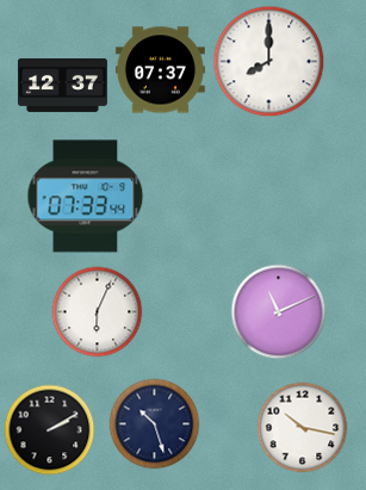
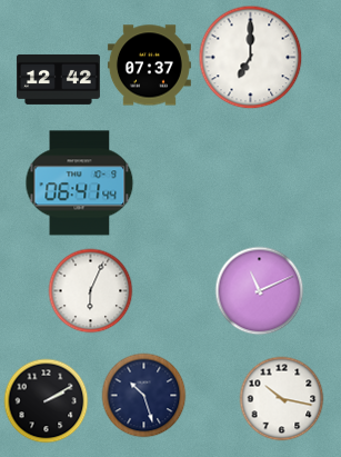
clock at (269, 62): 8:00 -> 7:00
clock at (62, 85): 12:37 -> 12:42
clock at (86, 197): 07:33 -> 06:41
